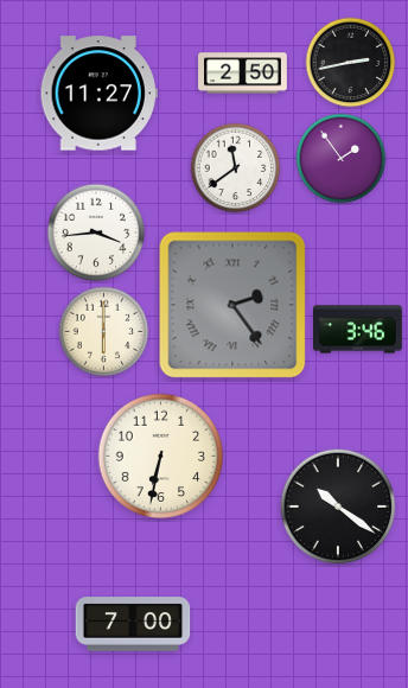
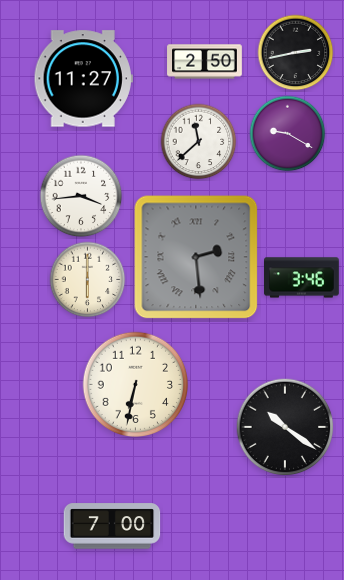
clock at (342, 159): 1:54 -> 9:20
clock at (236, 168): 11:39 -> 11:38
clock at (232, 305): 2:24 -> 2:29
